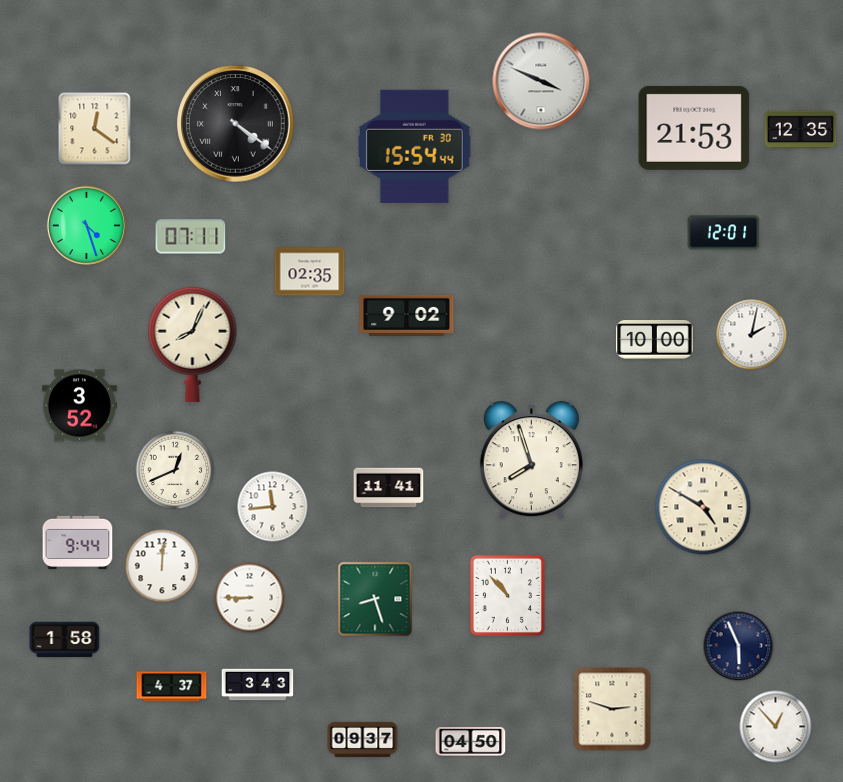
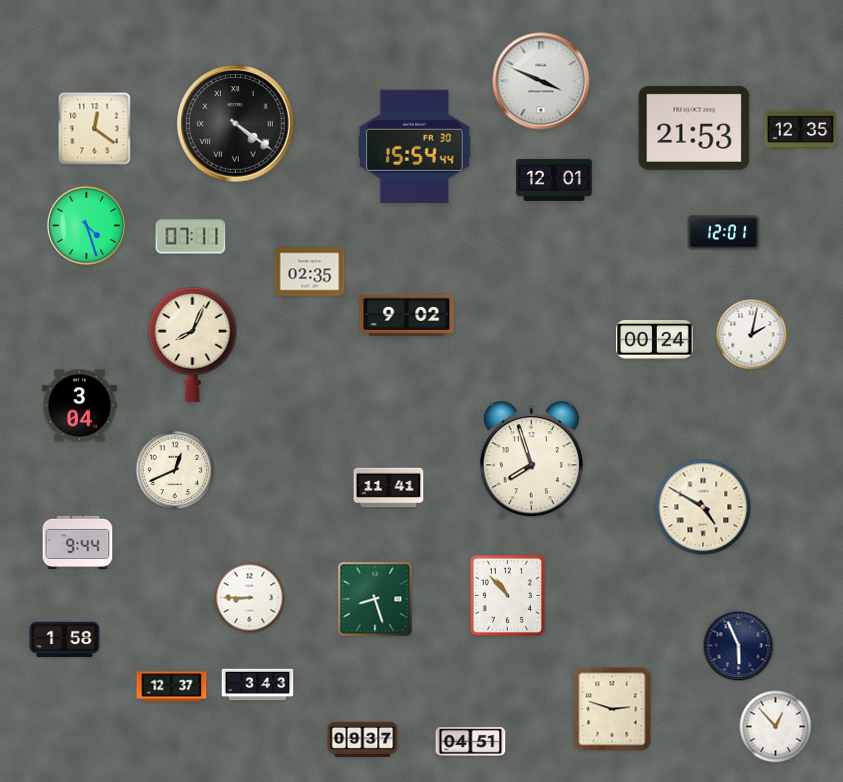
clock at (554, 180): none -> 12:01
clock at (655, 340): 10:00 -> 00:24
clock at (79, 406): 3:52 -> 3:04
clock at (273, 507): 11:44 -> none
clock at (162, 566): 12:01 -> none
clock at (172, 687): 4:37 -> 12:37
clock at (471, 741): 04:50 -> 04:51
